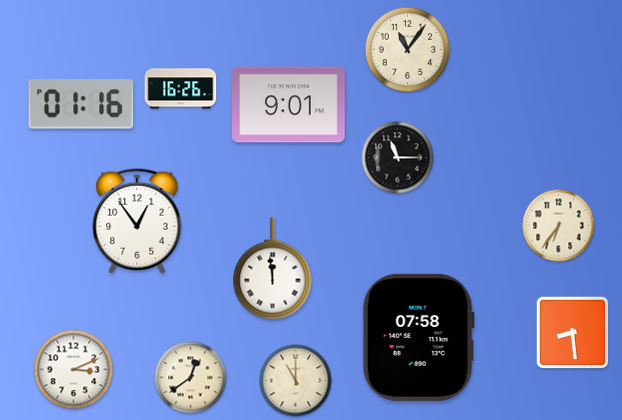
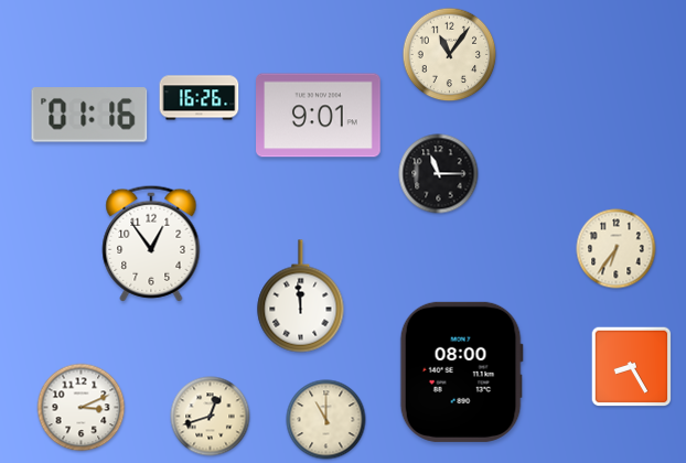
clock at (573, 333): 8:29 -> 8:25
clock at (418, 337): 07:58 -> 08:00
clock at (191, 378): 12:39 -> 12:42
